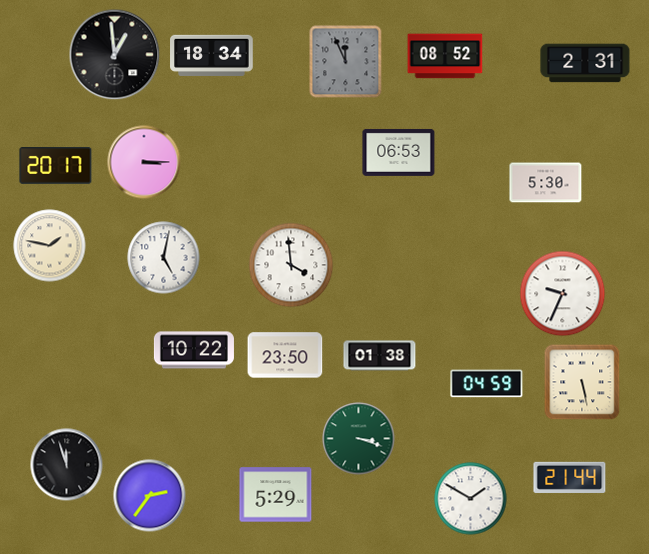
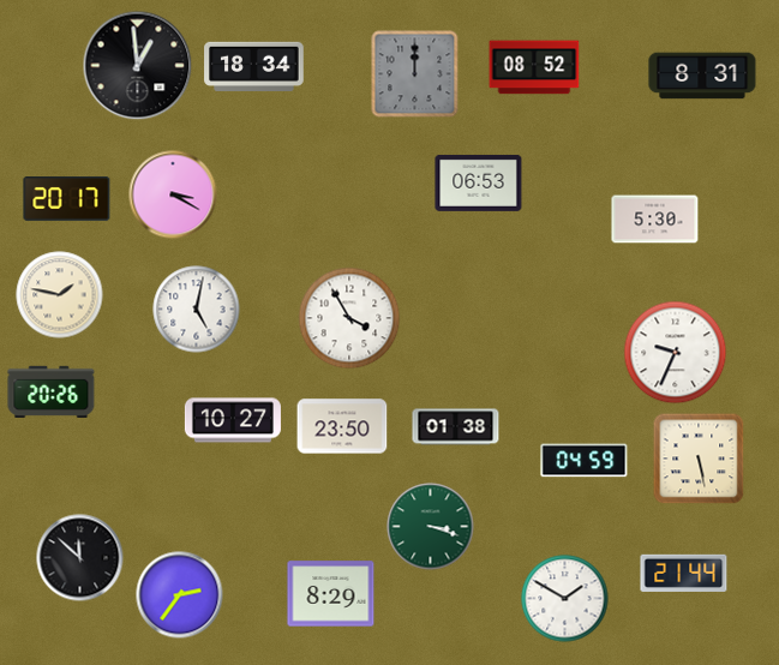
clock at (346, 62): 11:56 -> 12:00
clock at (585, 63): 2:31 -> 8:31
clock at (144, 162): 3:15 -> 3:20
clock at (291, 265): 3:59 -> 3:55
clock at (52, 391): none -> 20:26
clock at (194, 350): 10:22 -> 10:27
clock at (67, 465): 11:57 -> 11:52
clock at (276, 495): 5:29 -> 8:29
